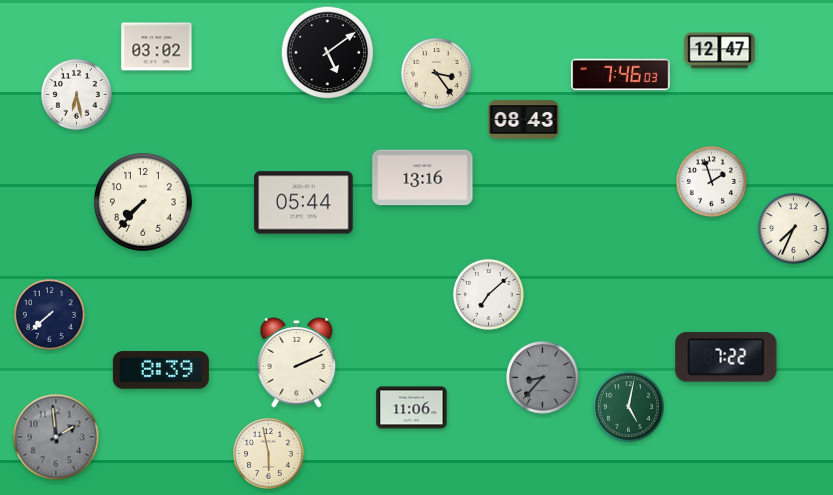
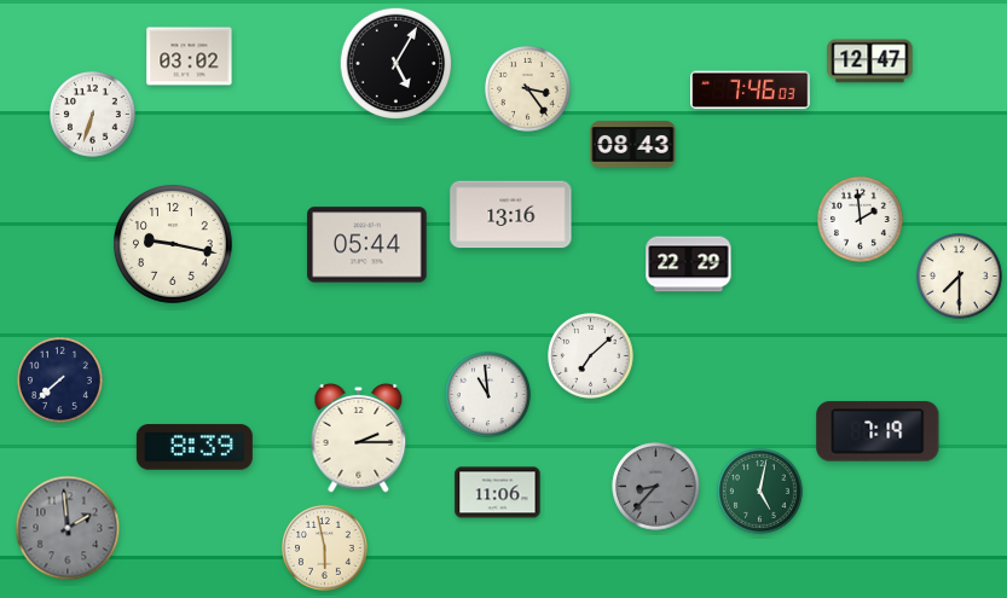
clock at (328, 53): 5:09 -> 5:05
clock at (77, 95): 6:28 -> 6:33
clock at (712, 182): 1:57 -> 1:59
clock at (144, 203): 7:37 -> 9:17
clock at (689, 265): none -> 22:29
clock at (794, 229): 7:34 -> 7:30
clock at (488, 395): none -> 10:59
clock at (726, 357): 7:22 -> 7:19
clock at (297, 362): 2:11 -> 2:15
clock at (543, 378) position: (543, 378) -> (656, 487)
